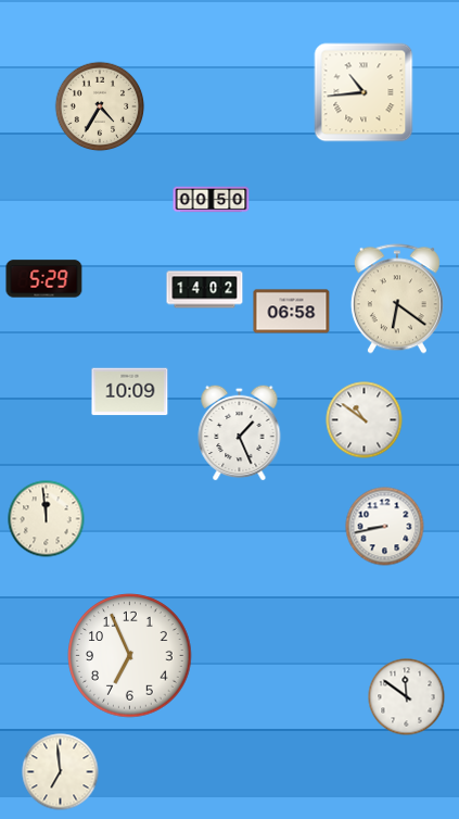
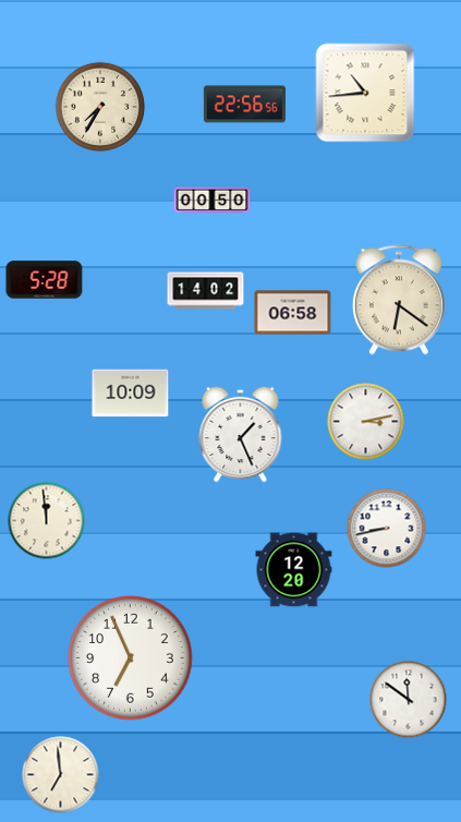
clock at (244, 105): none -> 22:56
clock at (100, 106): 4:35 -> 7:35
clock at (44, 279): 5:29 -> 5:28
clock at (365, 420): 10:51 -> 3:13
clock at (294, 570): none -> 12:20
